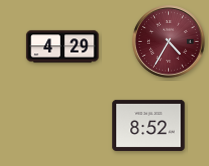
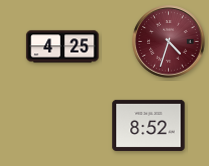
clock at (169, 42): 4:35 -> 4:33
clock at (63, 47): 4:29 -> 4:25
